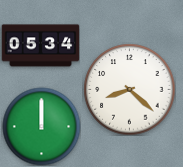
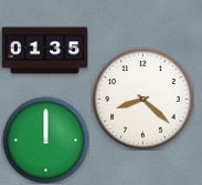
clock at (40, 46): 05:34 -> 01:35
